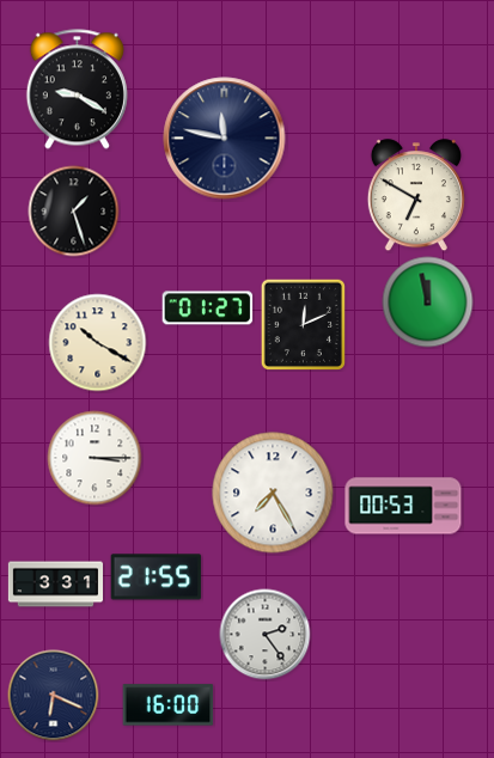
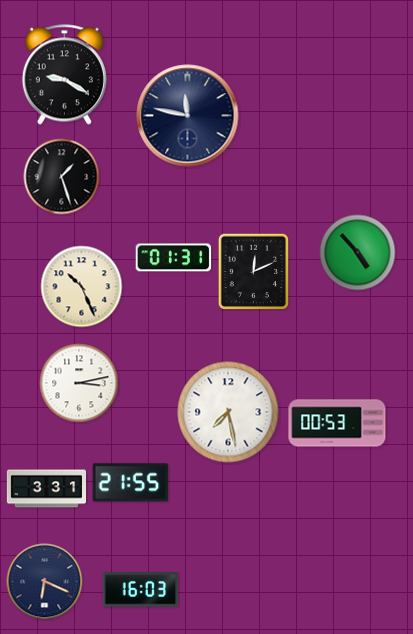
clock at (416, 196): 6:50 -> none
clock at (428, 302): 11:58 -> 4:53
clock at (208, 308): 01:27 -> 01:31
clock at (98, 343): 10:20 -> 10:26
clock at (94, 458): 3:15 -> 3:13
clock at (273, 493): 7:25 -> 7:28
clock at (266, 635): 2:24 -> none
clock at (169, 705): 16:00 -> 16:03
